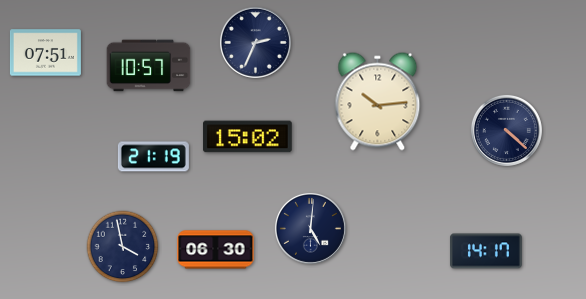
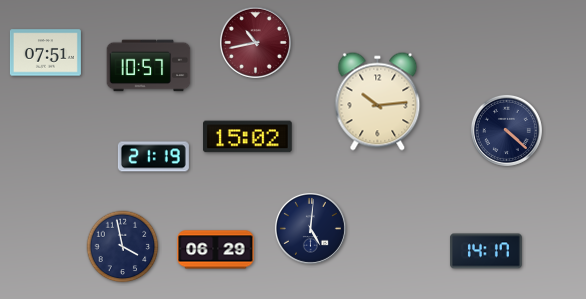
clock at (255, 42): 2:34 -> 10:43
clock at (255, 42) dial: navy -> burgundy
clock at (216, 250): 06:30 -> 06:29
